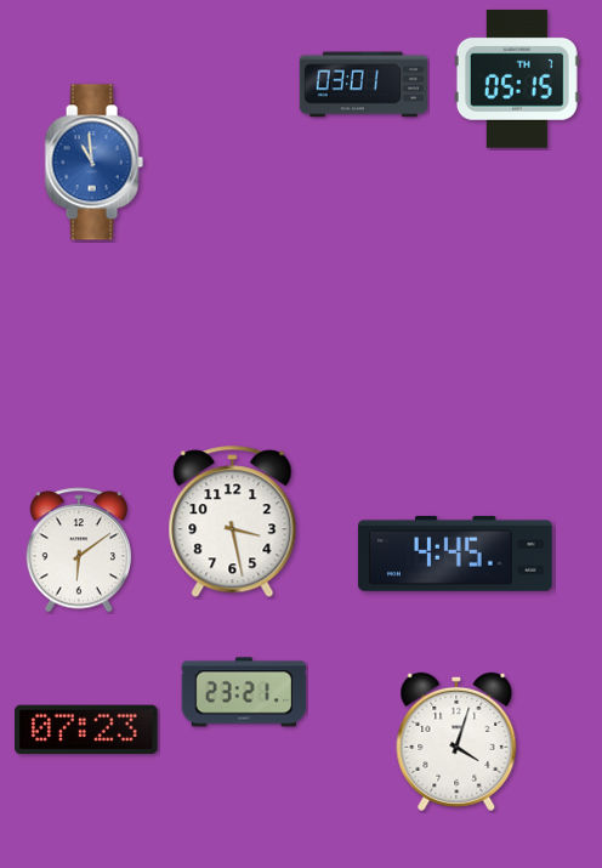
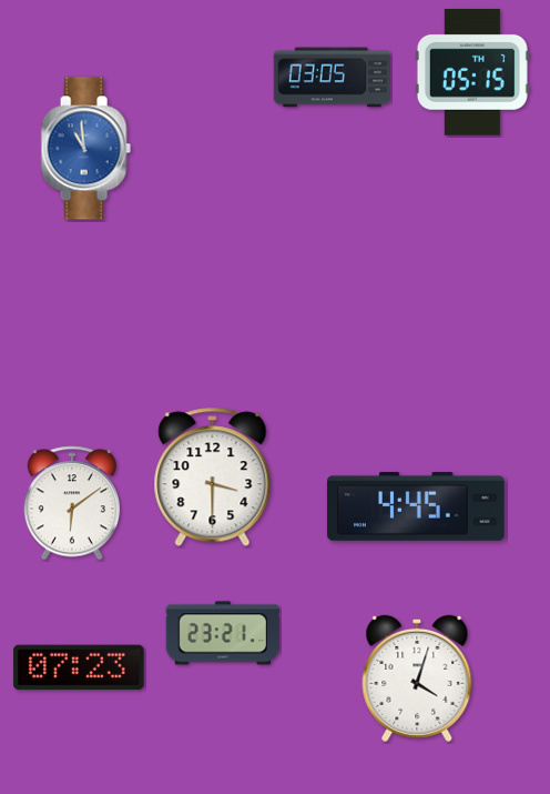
clock at (363, 85): 03:01 -> 03:05
clock at (233, 522): 3:28 -> 3:30
